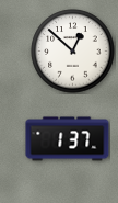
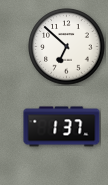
clock at (73, 52): 12:52 -> 6:52
